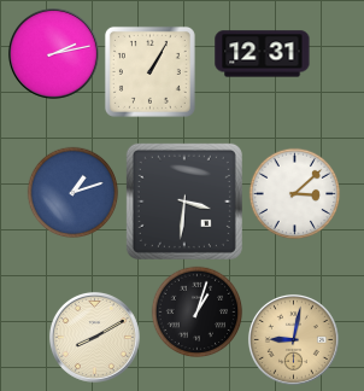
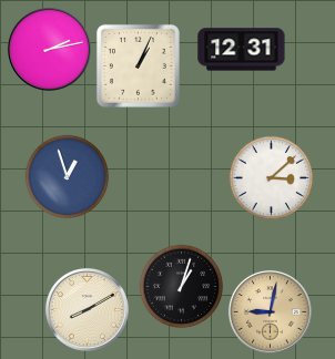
clock at (149, 71): 1:05 -> 1:04
clock at (74, 193): 1:12 -> 12:57
clock at (184, 202): 3:31 -> none
